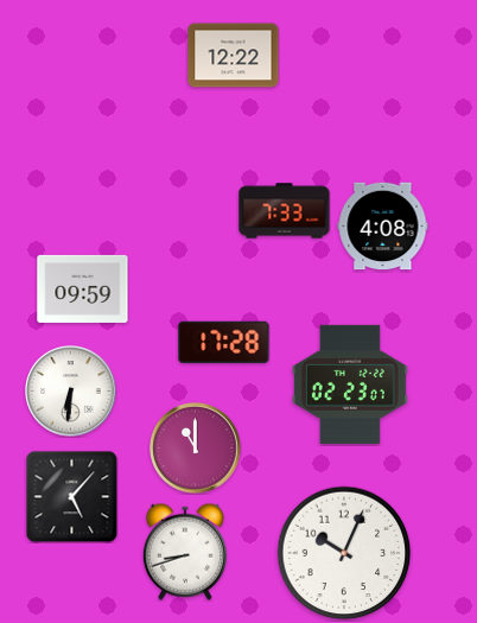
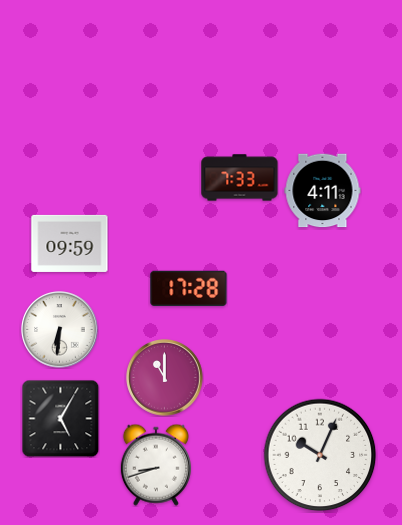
clock at (234, 56): 12:22 -> none
clock at (383, 227): 4:08 -> 4:11
clock at (350, 384): 02:23 -> none
clock at (71, 496): 5:07 -> 5:05
clock at (344, 553) position: (344, 553) -> (320, 455)
